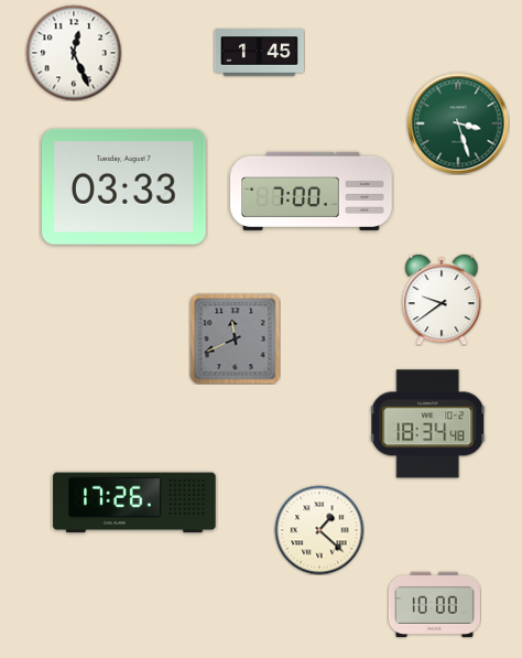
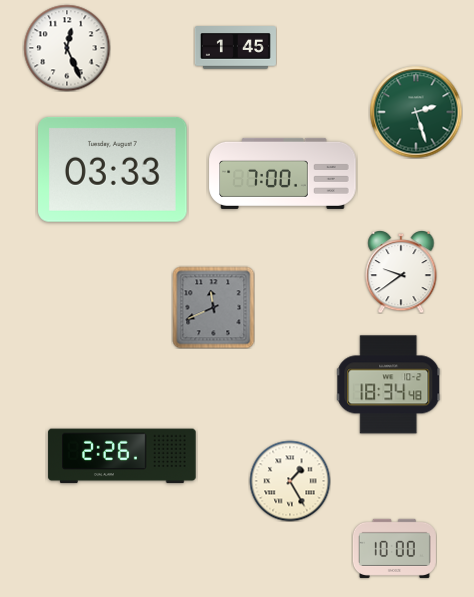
clock at (458, 123): 3:27 -> 2:27
clock at (134, 503): 17:26 -> 2:26
clock at (319, 530): 1:22 -> 1:25
